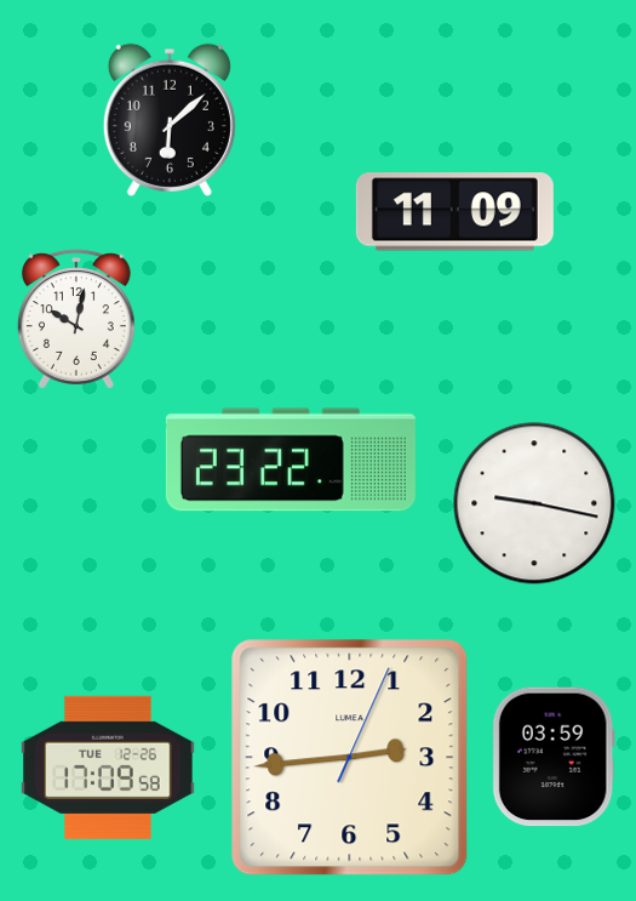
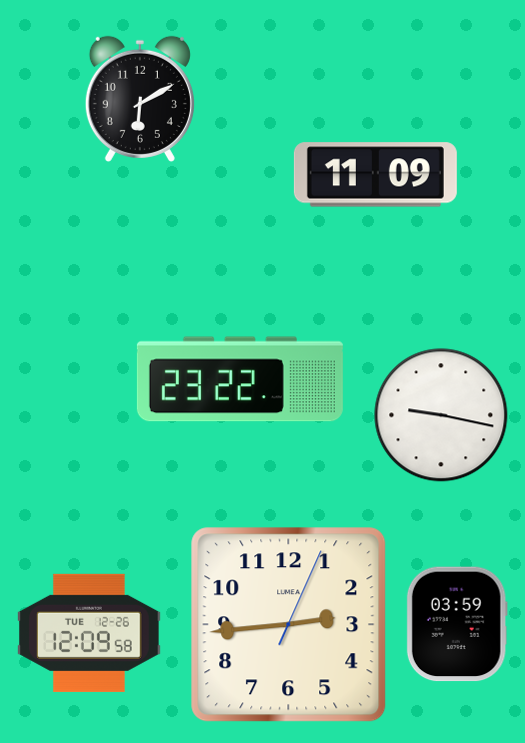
clock at (170, 120): 6:08 -> 6:10
clock at (76, 319): 10:02 -> none
clock at (109, 768): 17:09 -> 12:09
